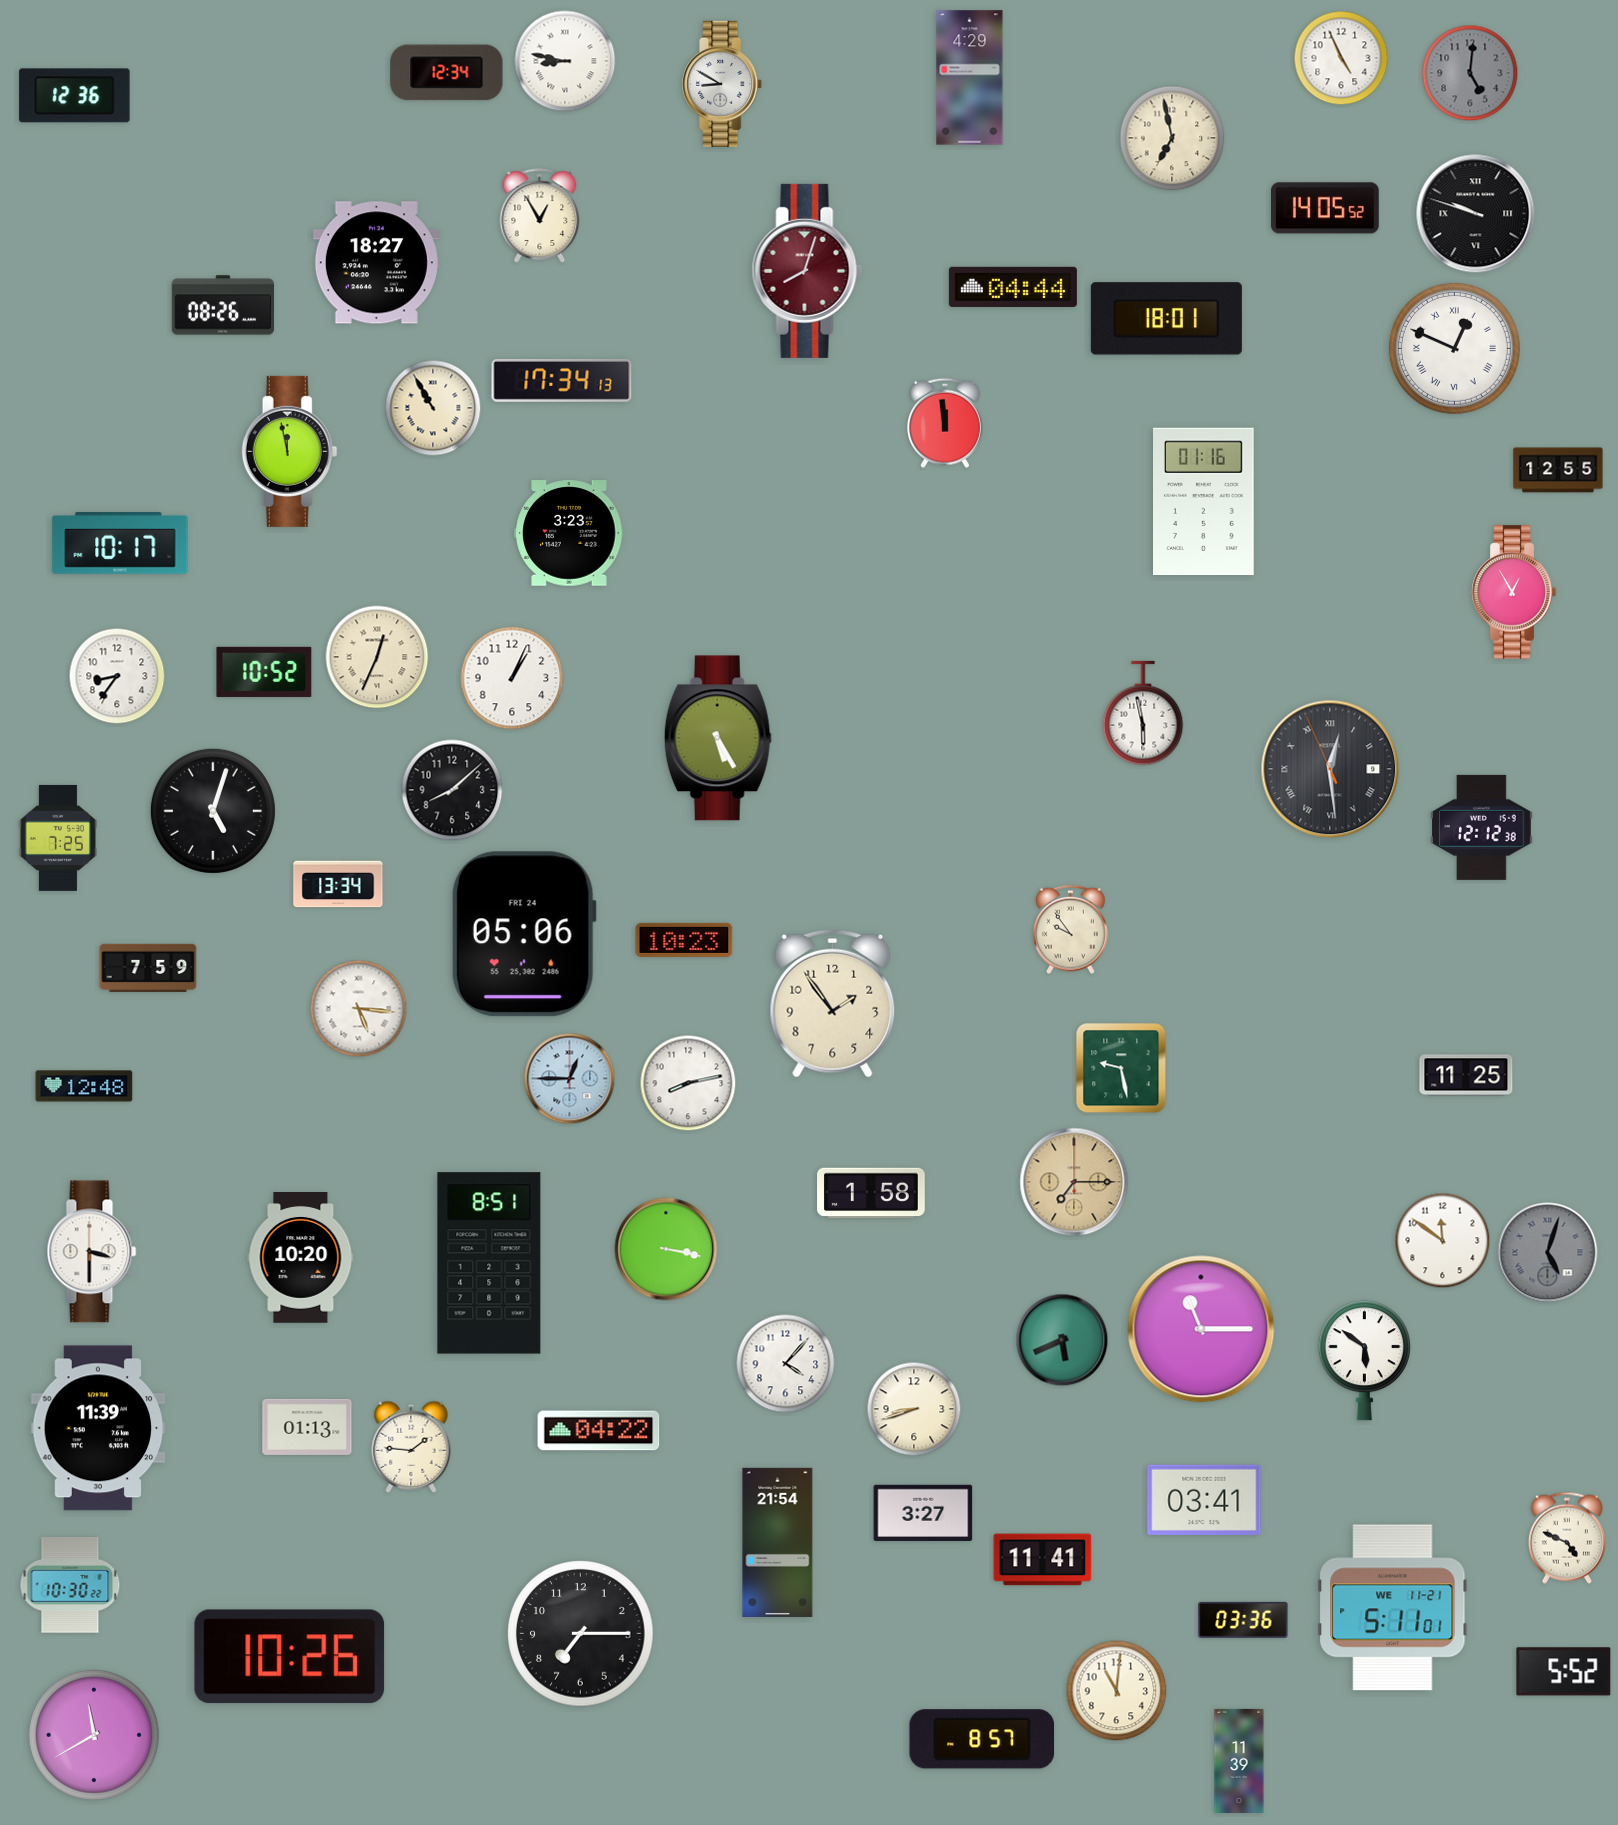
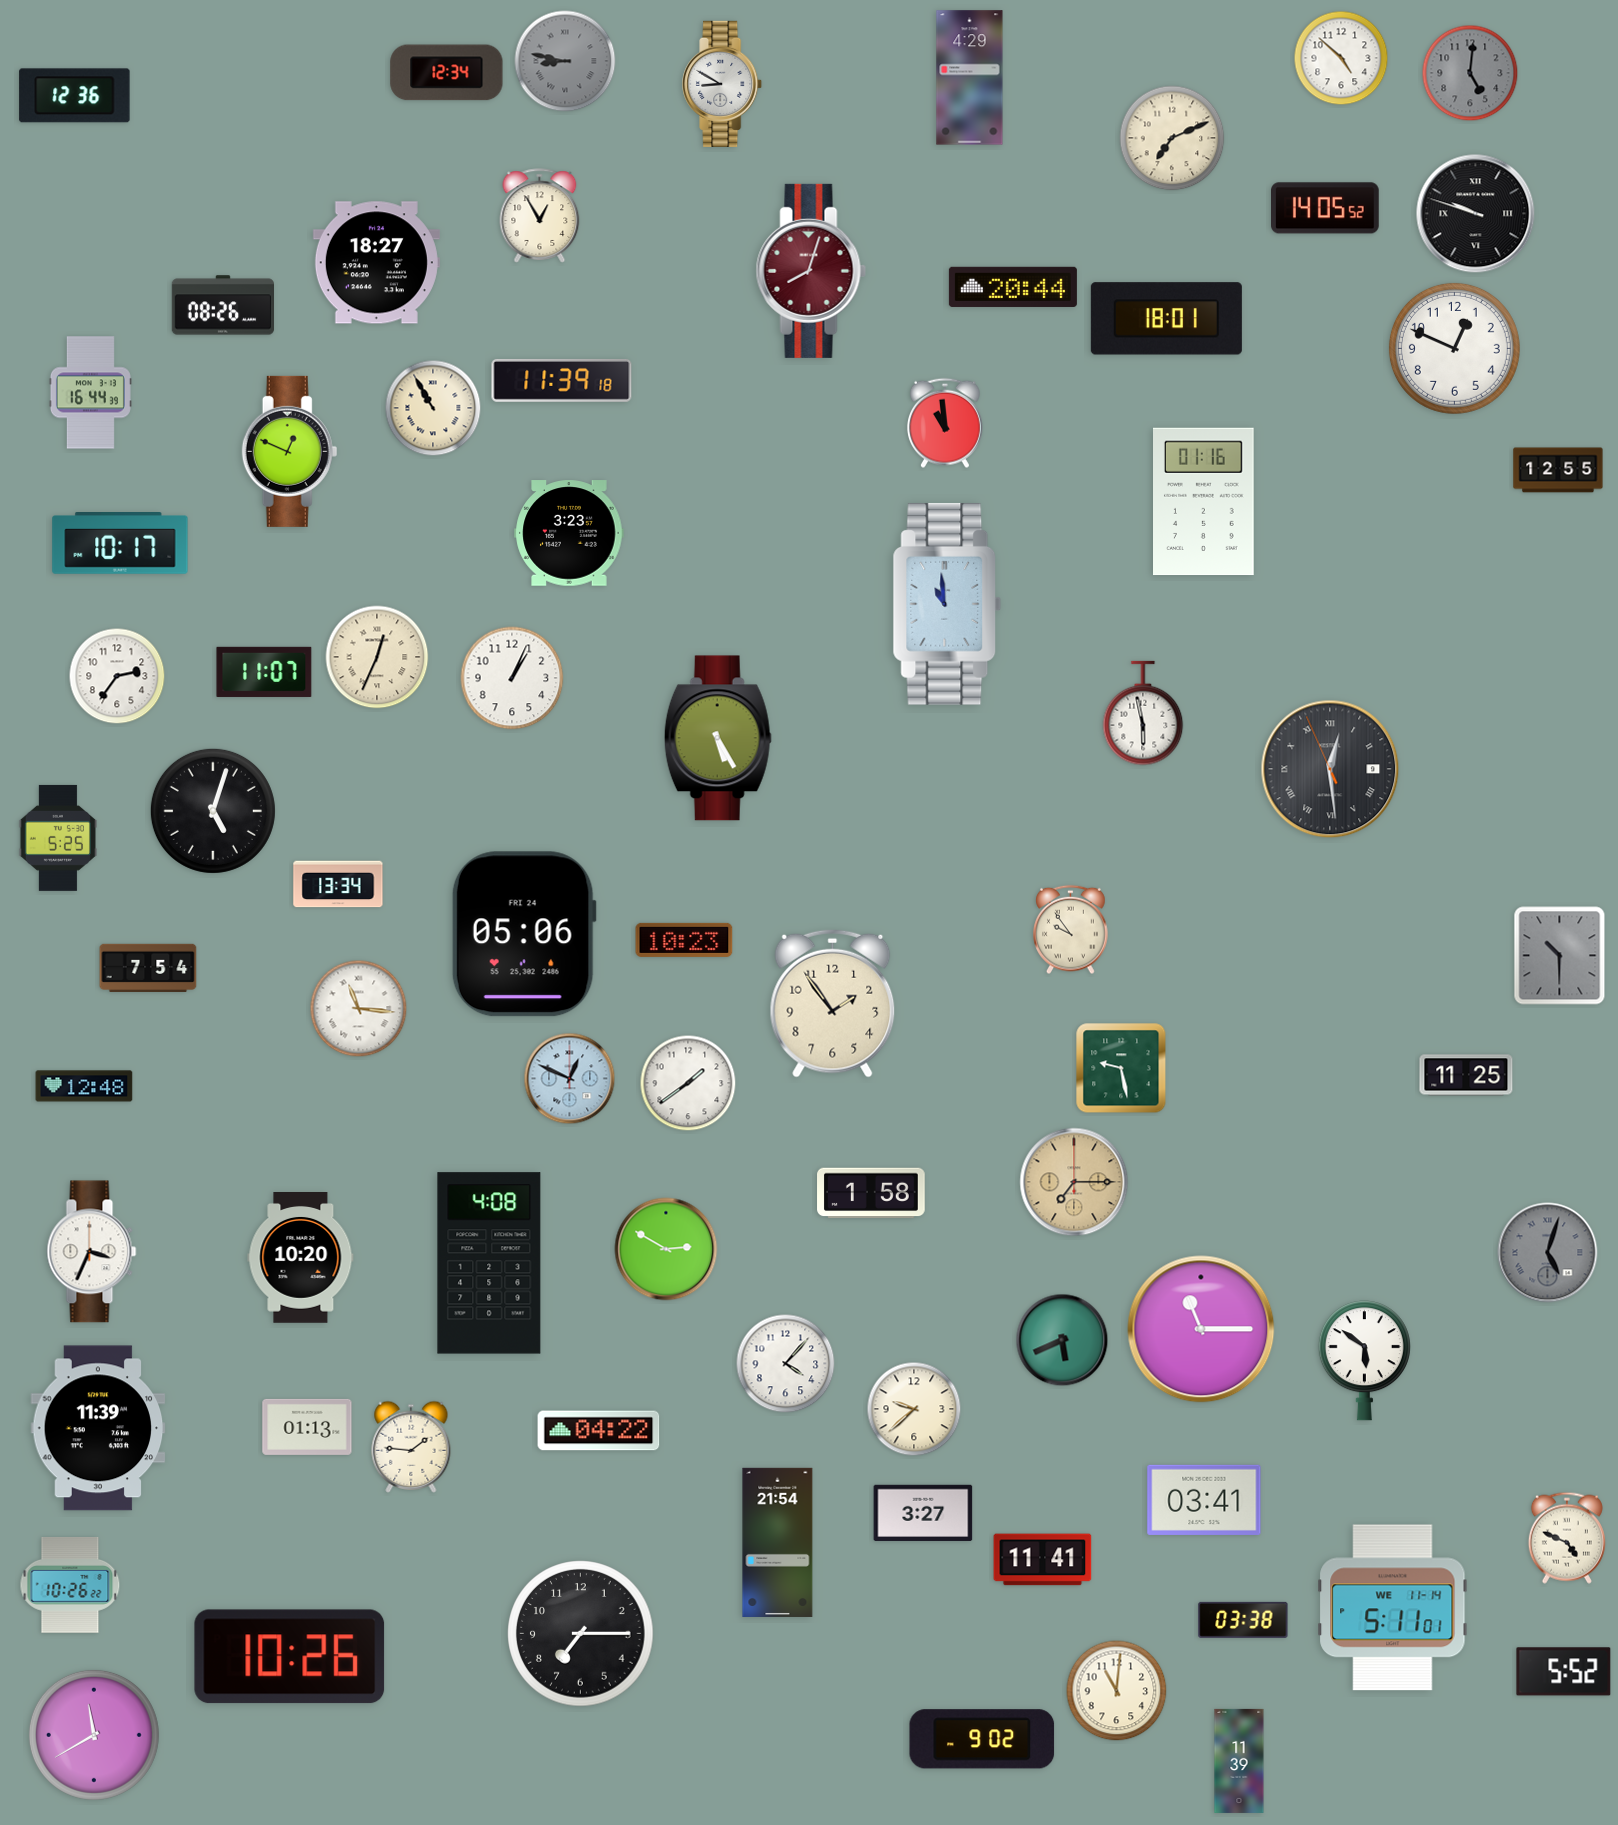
clock at (1341, 58): 4:56 -> 4:52
clock at (565, 61) dial: white -> grey
clock at (1172, 138): 6:58 -> 7:11
clock at (807, 271) position: (807, 271) -> (811, 271)
clock at (1013, 287): 04:44 -> 20:44
clock at (1454, 348) numerals: Roman -> Arabic
clock at (562, 380): 17:34 -> 11:39
clock at (90, 393): none -> 16:44
clock at (945, 423): 11:59 -> 10:59
clock at (290, 451): 11:58 -> 12:49
clock at (1514, 592): 12:55 -> none
clock at (947, 604): none -> 10:59
clock at (264, 672): 10:52 -> 11:07
clock at (117, 676): 8:36 -> 2:36
clock at (452, 790): 8:08 -> none
clock at (1482, 827): 12:12 -> none
clock at (57, 838): 7:25 -> 5:25
clock at (1560, 956): none -> 10:30
clock at (148, 968): 7:59 -> 7:54
clock at (359, 1009): 5:16 -> 11:16
clock at (570, 1079): 12:45 -> 12:49
clock at (688, 1083): 8:13 -> 1:39
clock at (1443, 1241): 11:51 -> none
clock at (666, 1249): 3:17 -> 2:50
clock at (92, 1252): 3:30 -> 3:34
clock at (489, 1263): 8:51 -> 4:08
clock at (914, 1409): 8:42 -> 9:38
clock at (70, 1585): 10:30 -> 10:26
clock at (1393, 1608) date: WE 11-21 -> WE 11-14
clock at (1243, 1620): 03:36 -> 03:38
clock at (982, 1739): 8:57 -> 9:02
